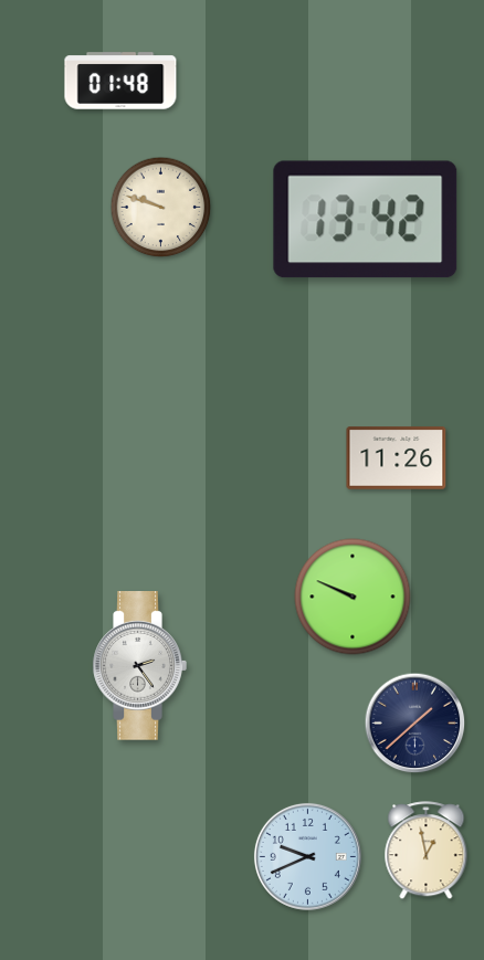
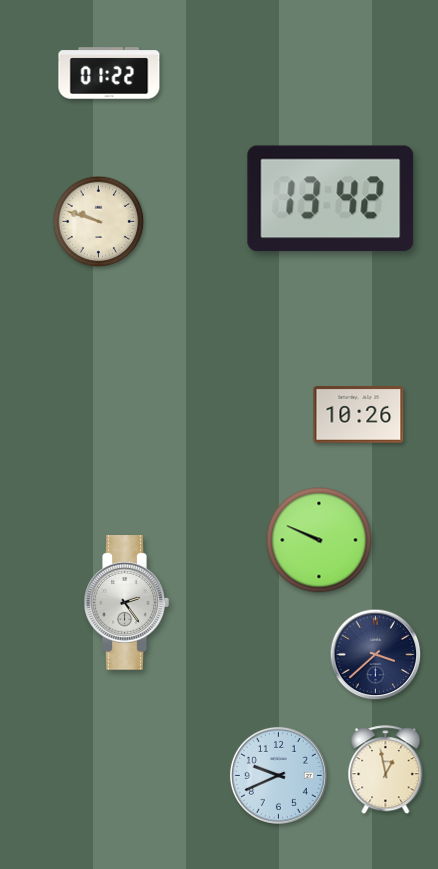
clock at (120, 81): 01:48 -> 01:22
clock at (161, 208) position: (161, 208) -> (99, 222)
clock at (397, 458): 11:26 -> 10:26
clock at (415, 724): 1:38 -> 3:38
